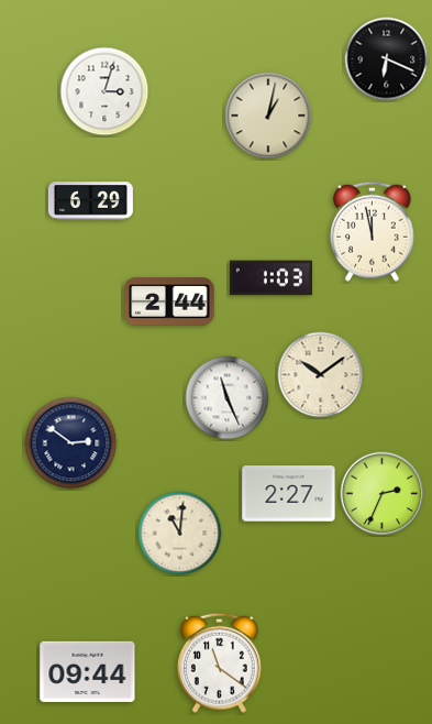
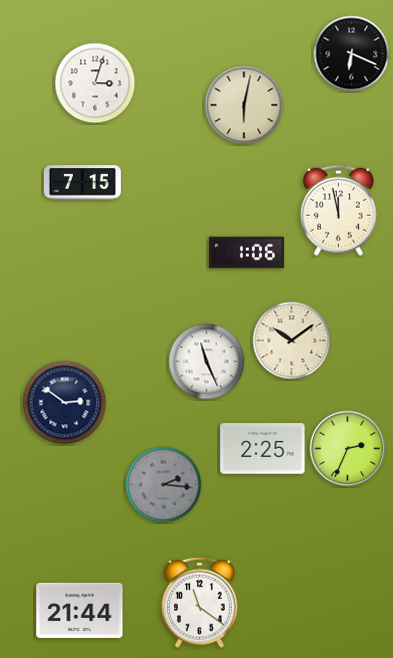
clock at (268, 116): 1:02 -> 6:02
clock at (90, 201): 6:29 -> 7:15
clock at (270, 278): 1:03 -> 1:06
clock at (169, 301): 2:44 -> none
clock at (289, 494): 2:27 -> 2:25
clock at (180, 534): 11:01 -> 2:16
clock at (180, 534) dial: cream -> grey
clock at (88, 671): 09:44 -> 21:44
